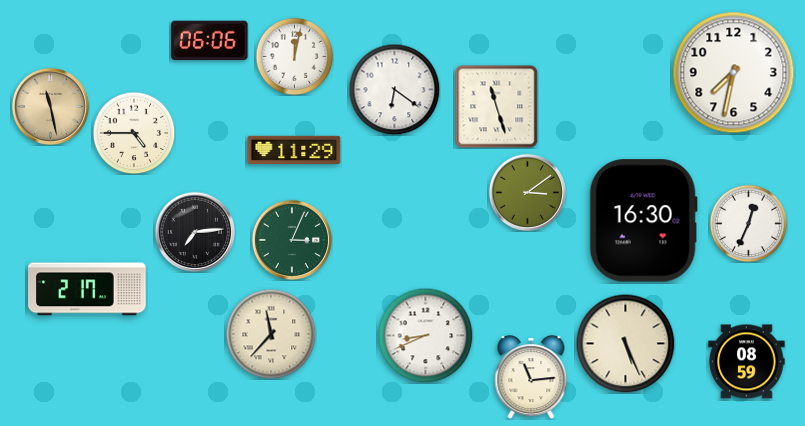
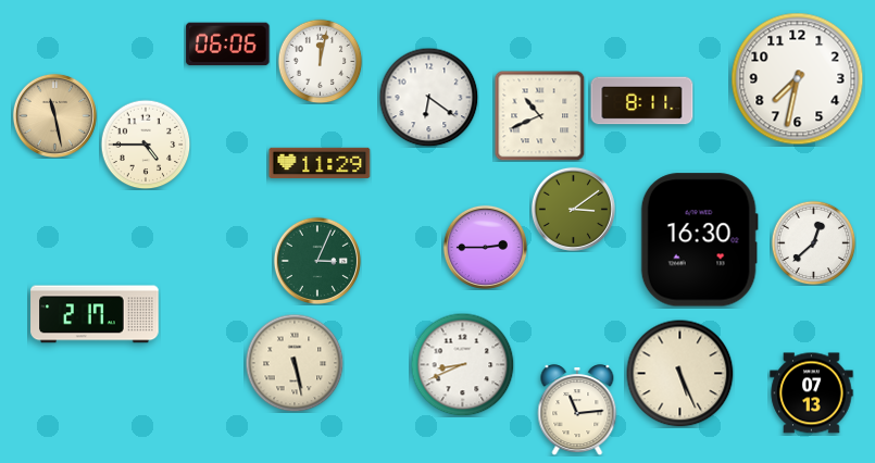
clock at (642, 101): none -> 8:11
clock at (496, 106): 11:27 -> 10:41
clock at (748, 223): 12:34 -> 12:38
clock at (485, 247): none -> 2:45
clock at (195, 232): 7:14 -> none
clock at (271, 334): 11:37 -> 5:28
clock at (747, 362): 08:59 -> 07:13
